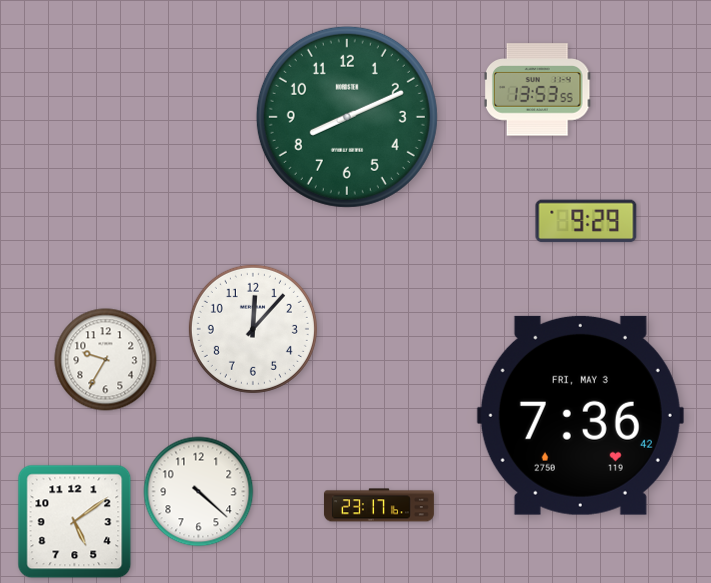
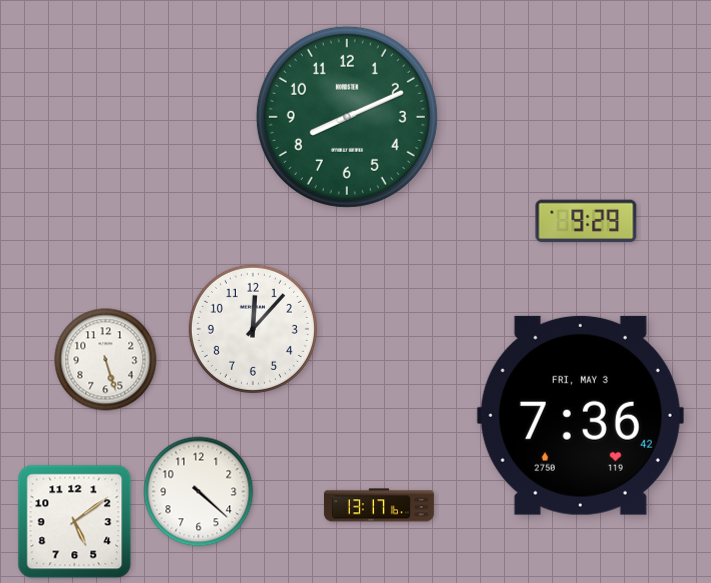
clock at (537, 90): 13:53 -> none
clock at (106, 360): 9:35 -> 5:27
clock at (379, 505): 23:17 -> 13:17
